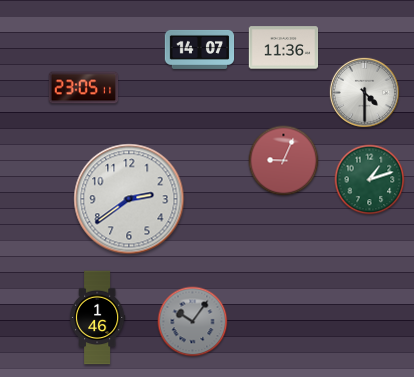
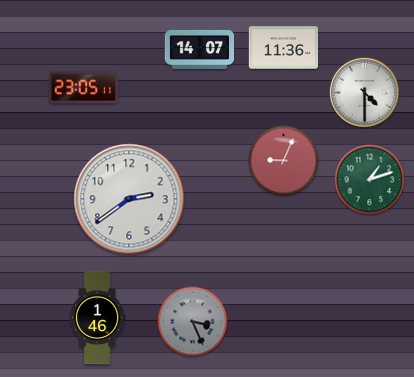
clock at (193, 322): 10:06 -> 3:26
